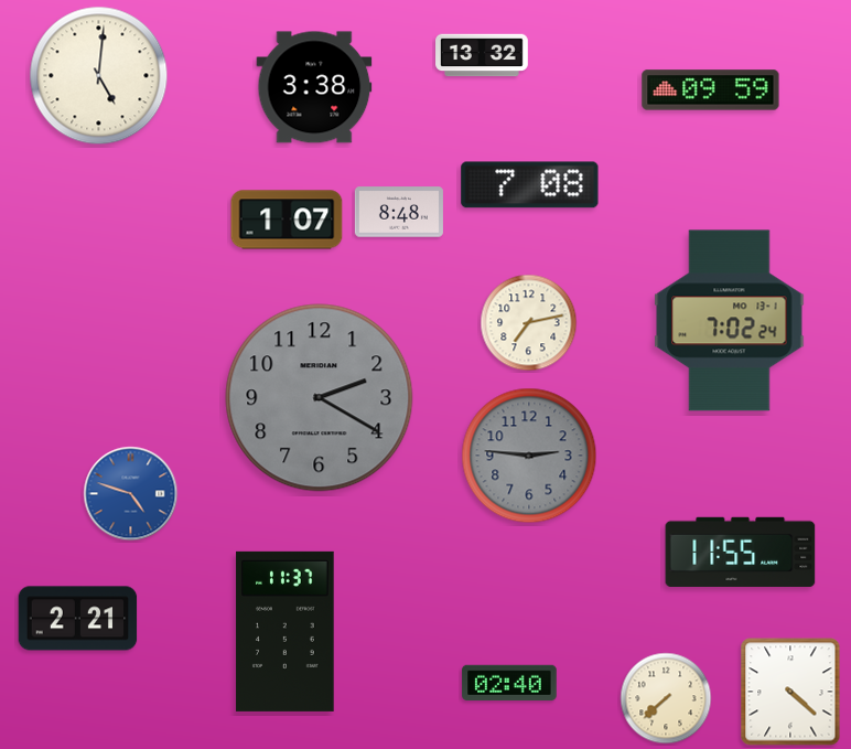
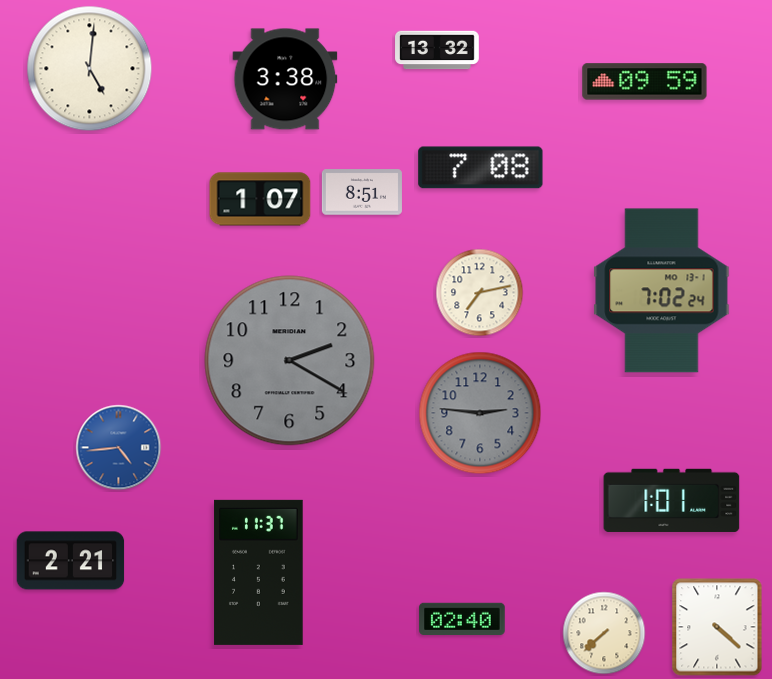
clock at (399, 212): 8:48 -> 8:51
clock at (131, 494): 4:48 -> 4:44
clock at (741, 552): 11:55 -> 1:01
